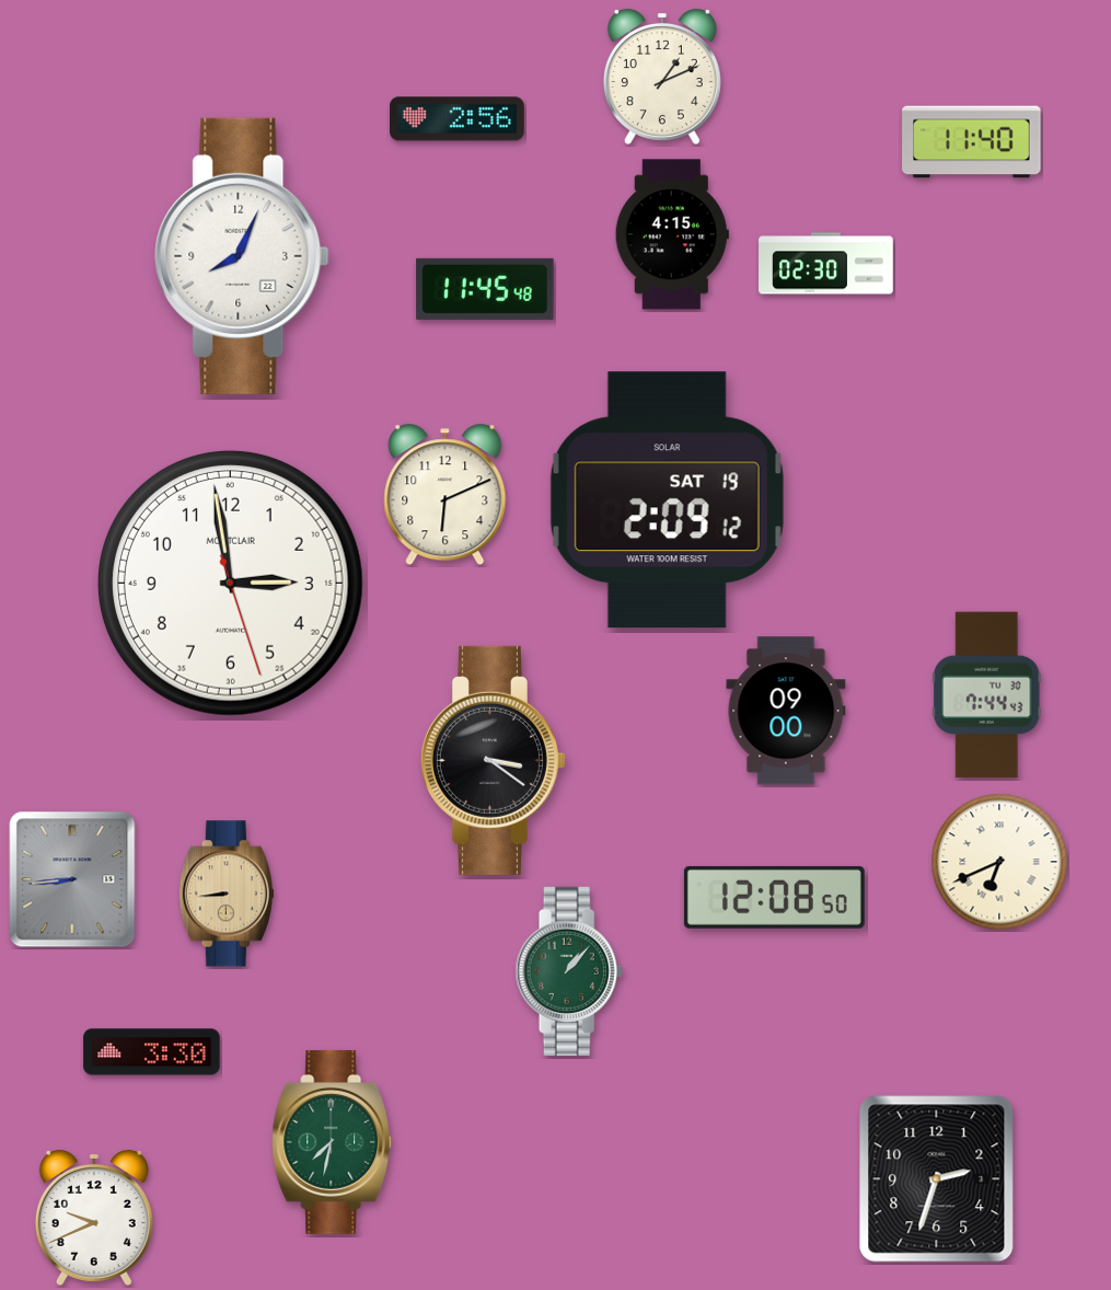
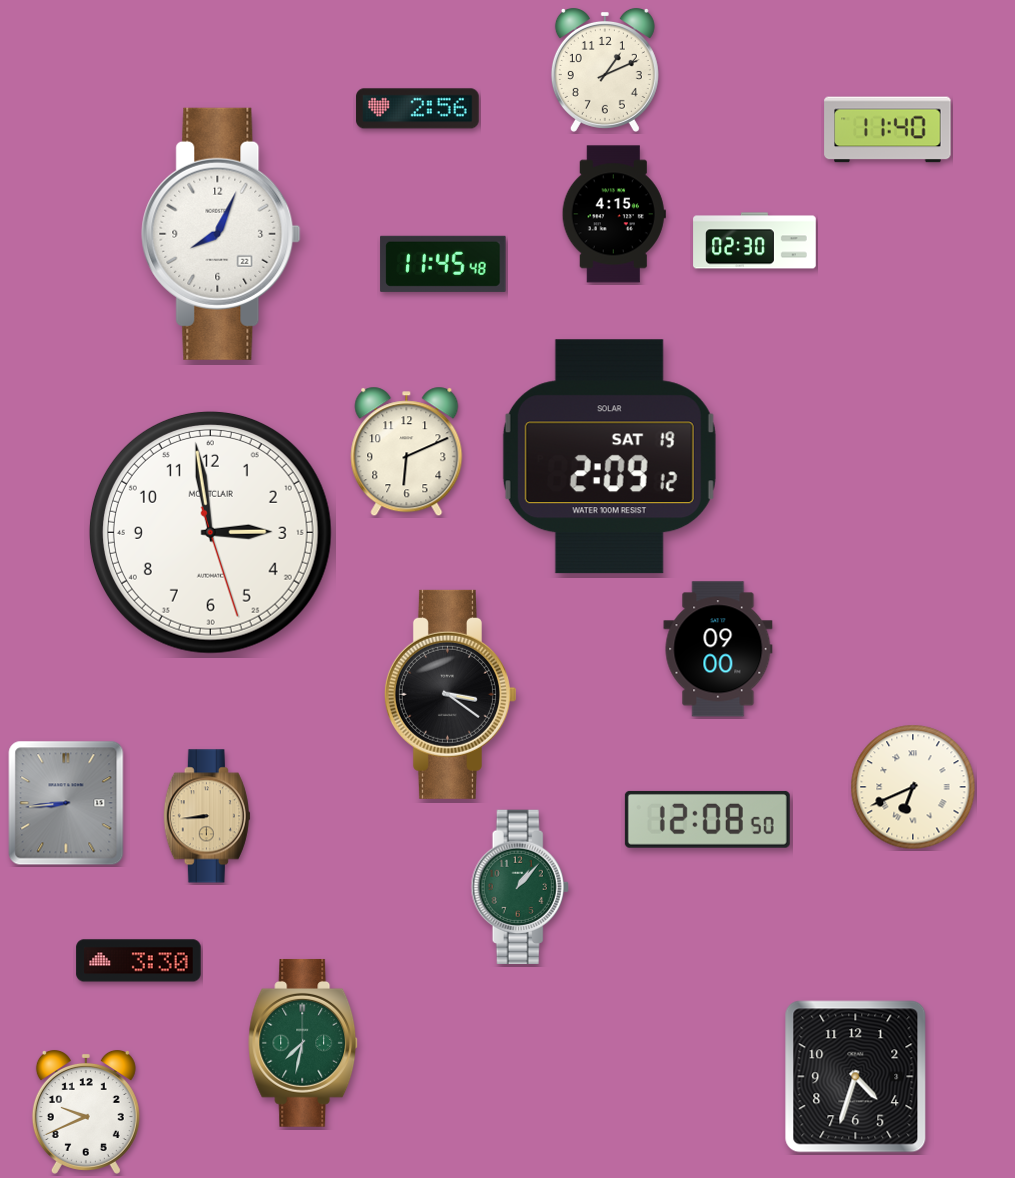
clock at (986, 695): 7:44 -> none
clock at (937, 1179): 2:33 -> 4:33
